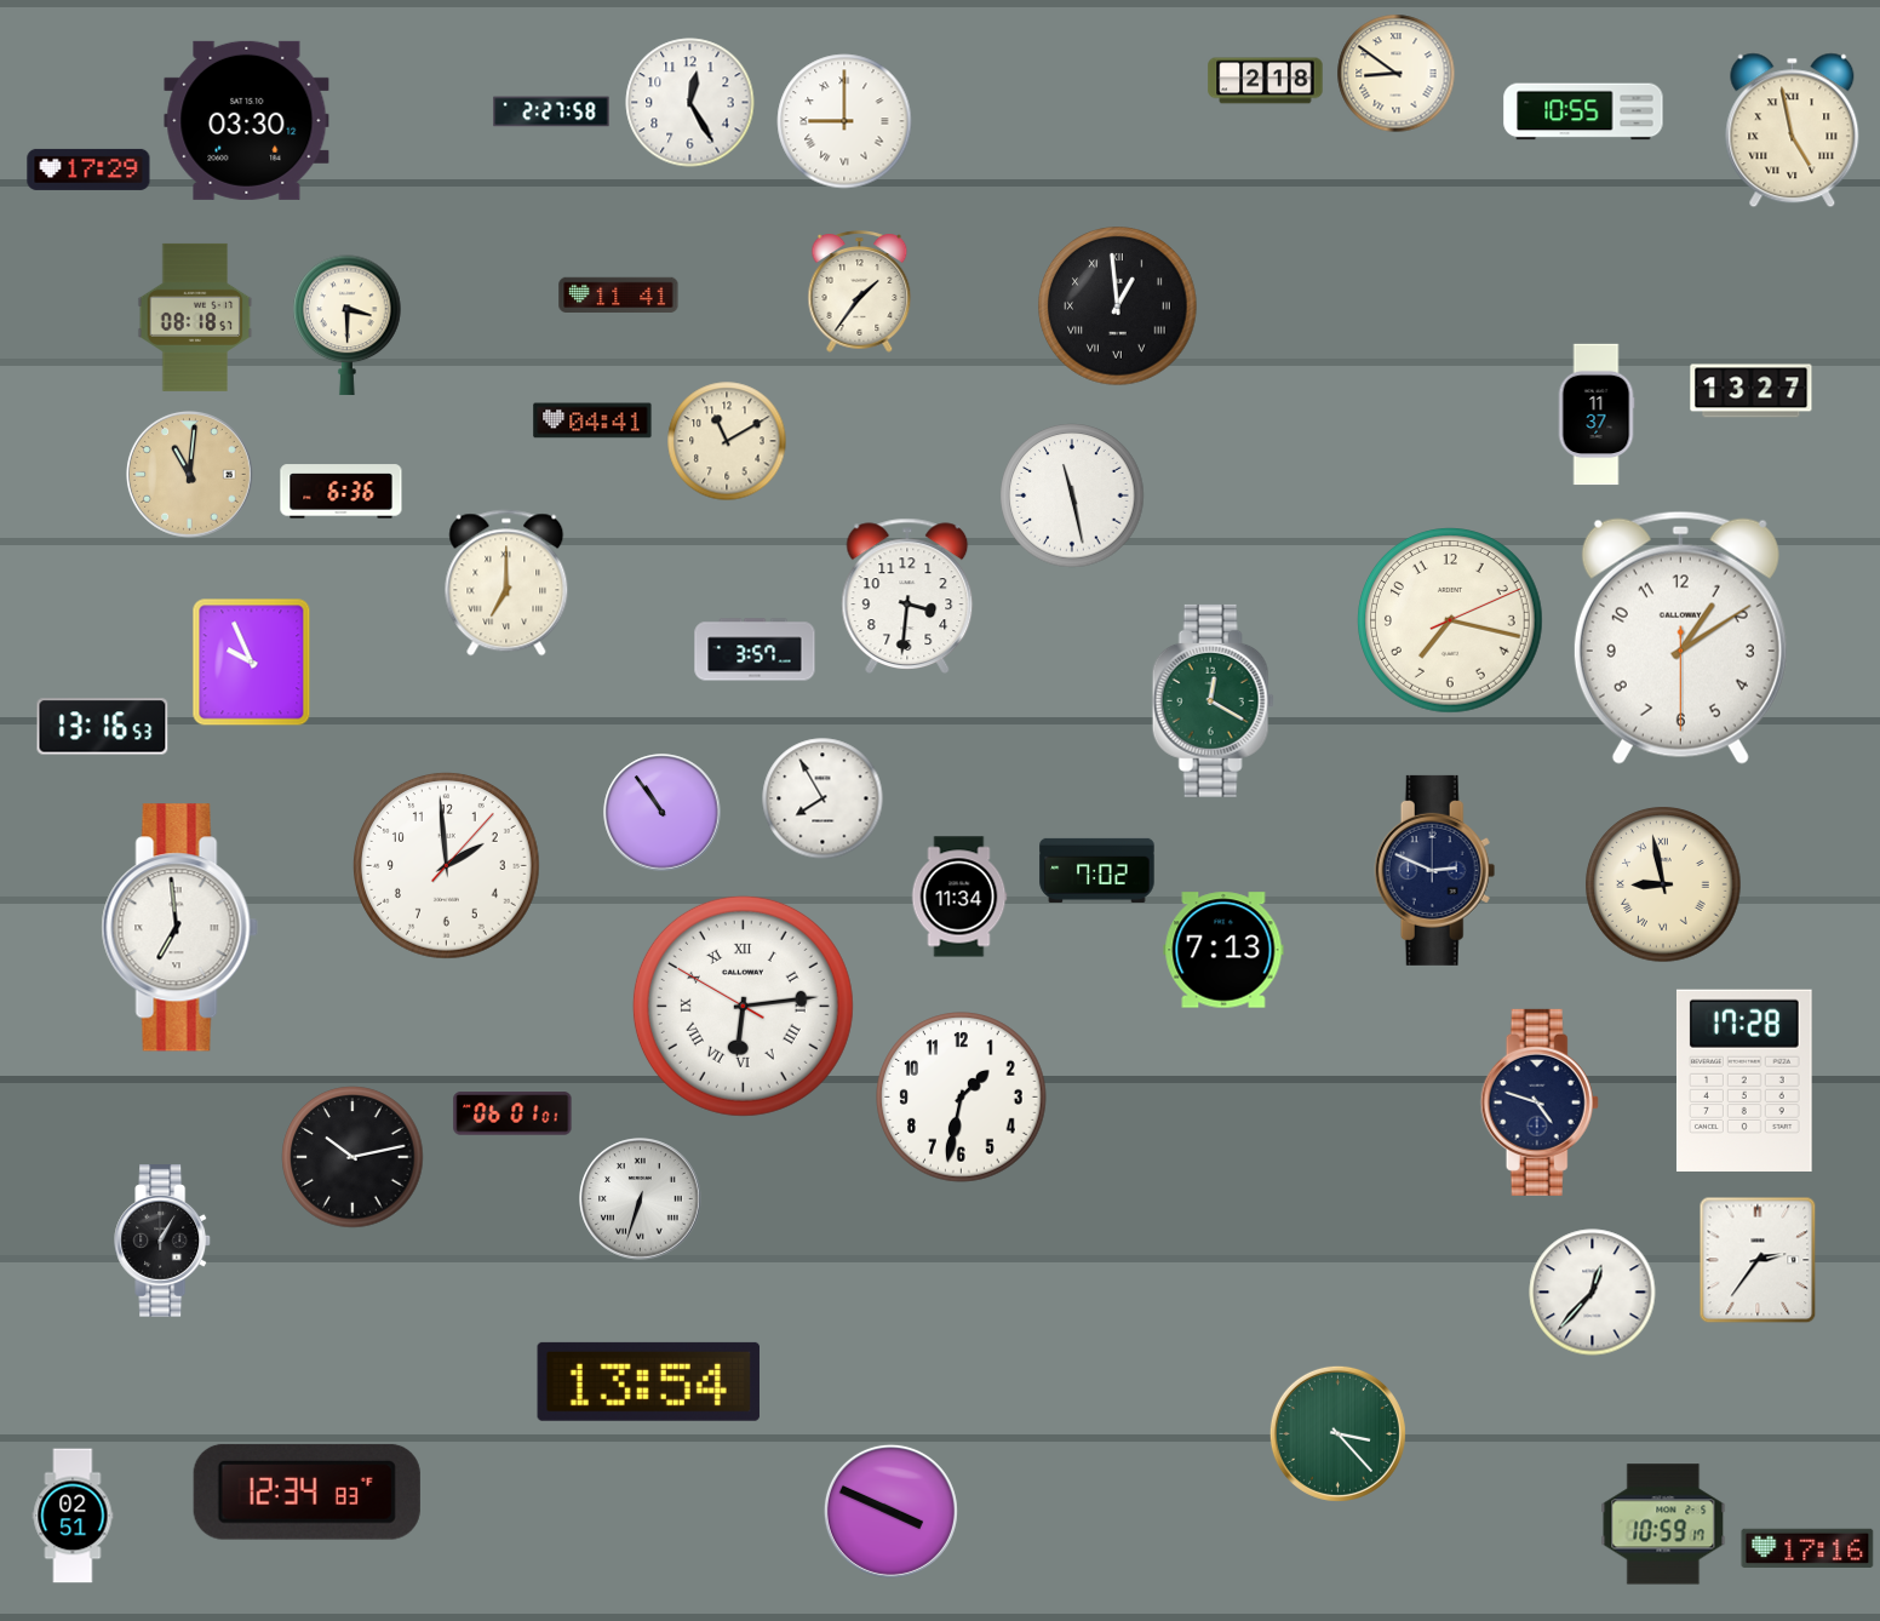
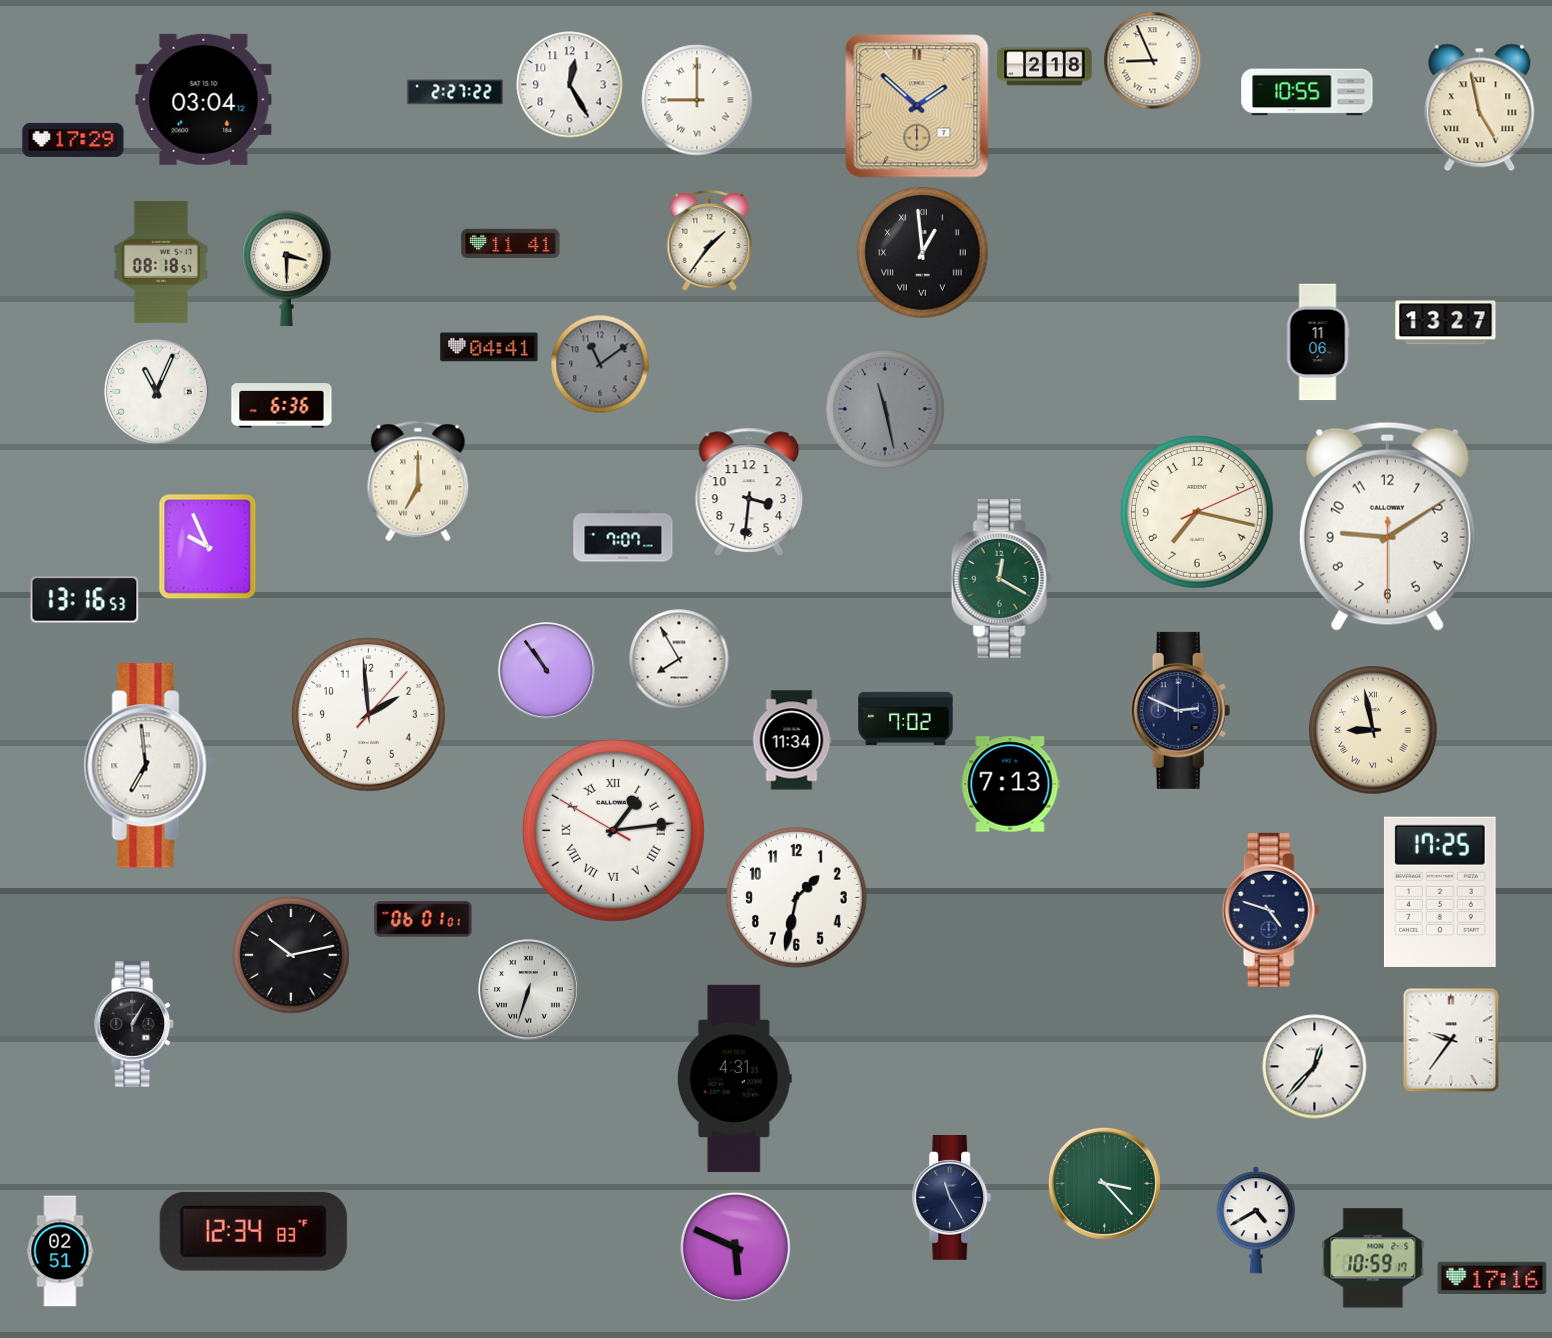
clock at (1397, 74): 8:51 -> 8:56
clock at (551, 111): 2:27:58 -> 2:27:22
clock at (247, 120): 03:30 -> 03:04
clock at (917, 106): none -> 1:52
clock at (1597, 414): 11:37 -> 11:06
clock at (727, 441): 11:10 -> 11:09
clock at (727, 441) dial: cream -> grey
clock at (190, 475): 11:01 -> 11:04
clock at (190, 475) dial: champagne -> white
clock at (1072, 496) dial: white -> grey
clock at (1680, 637): 1:09 -> 9:09
clock at (755, 649): 3:57 -> 7:07
clock at (1435, 870) position: (1435, 870) -> (1181, 710)
clock at (743, 1006): 6:13 -> 1:13
clock at (1744, 1081): 17:28 -> 17:25
clock at (962, 1098) position: (962, 1098) -> (797, 898)
clock at (1758, 1260): 2:36 -> 9:36
clock at (734, 1078): none -> 4:31
clock at (648, 1381): 13:54 -> none
clock at (952, 1198): none -> 11:25
clock at (1256, 1220): none -> 4:40
clock at (890, 1511): 3:49 -> 5:49
